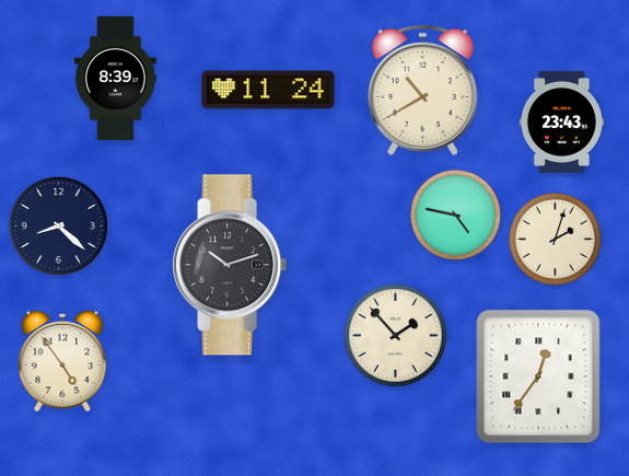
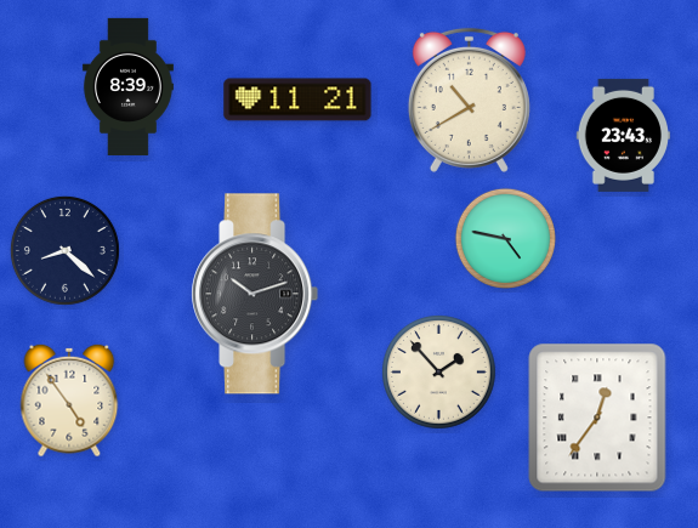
clock at (268, 90): 11:24 -> 11:21
clock at (555, 239): 2:03 -> none
